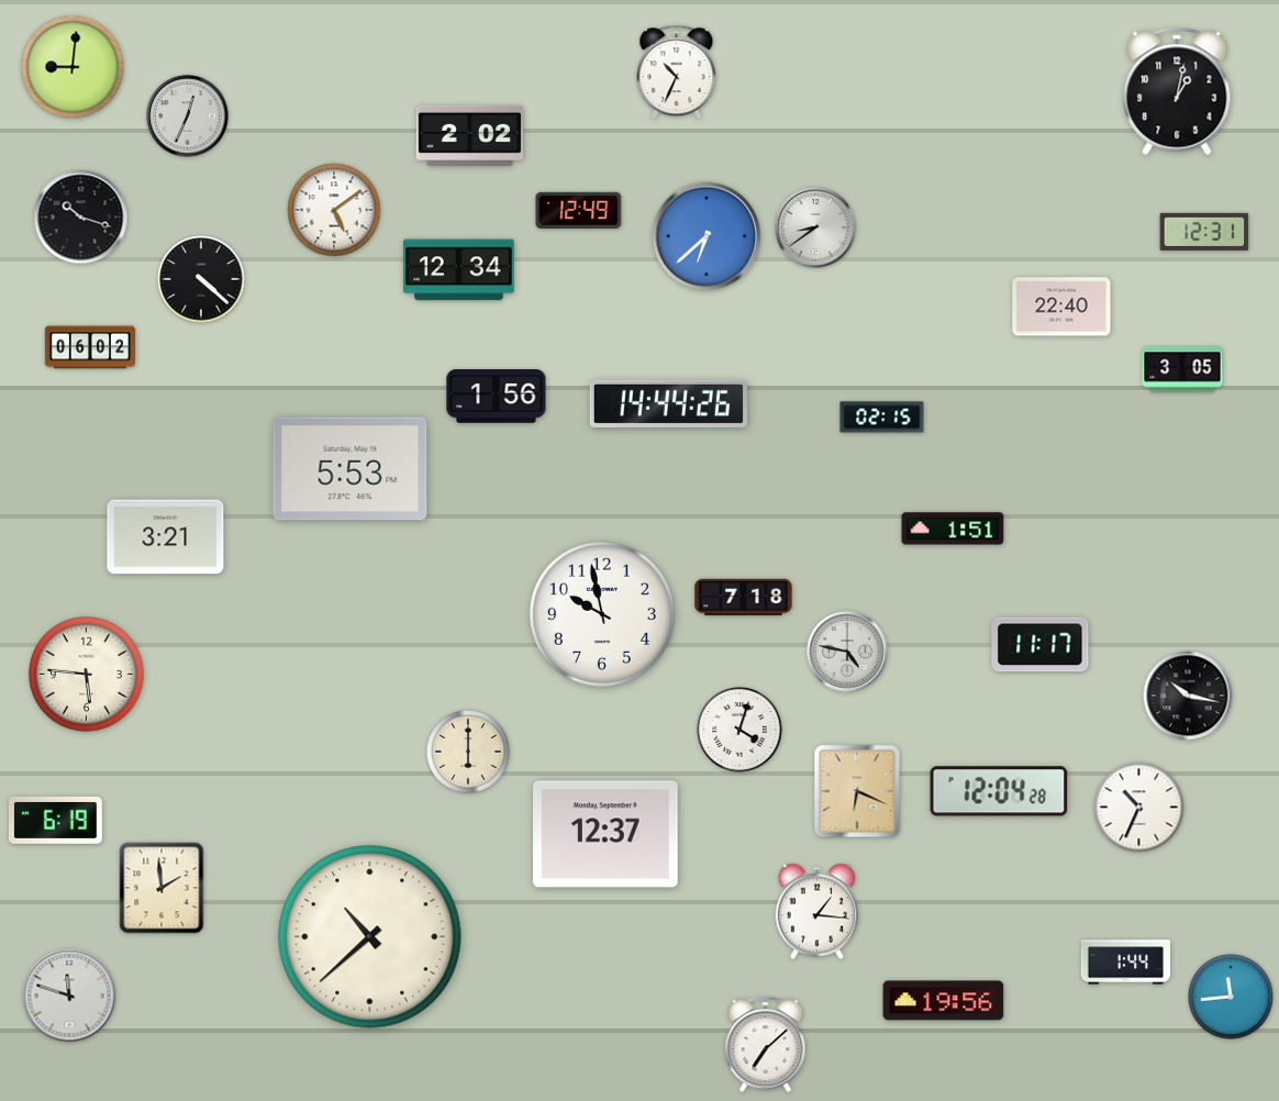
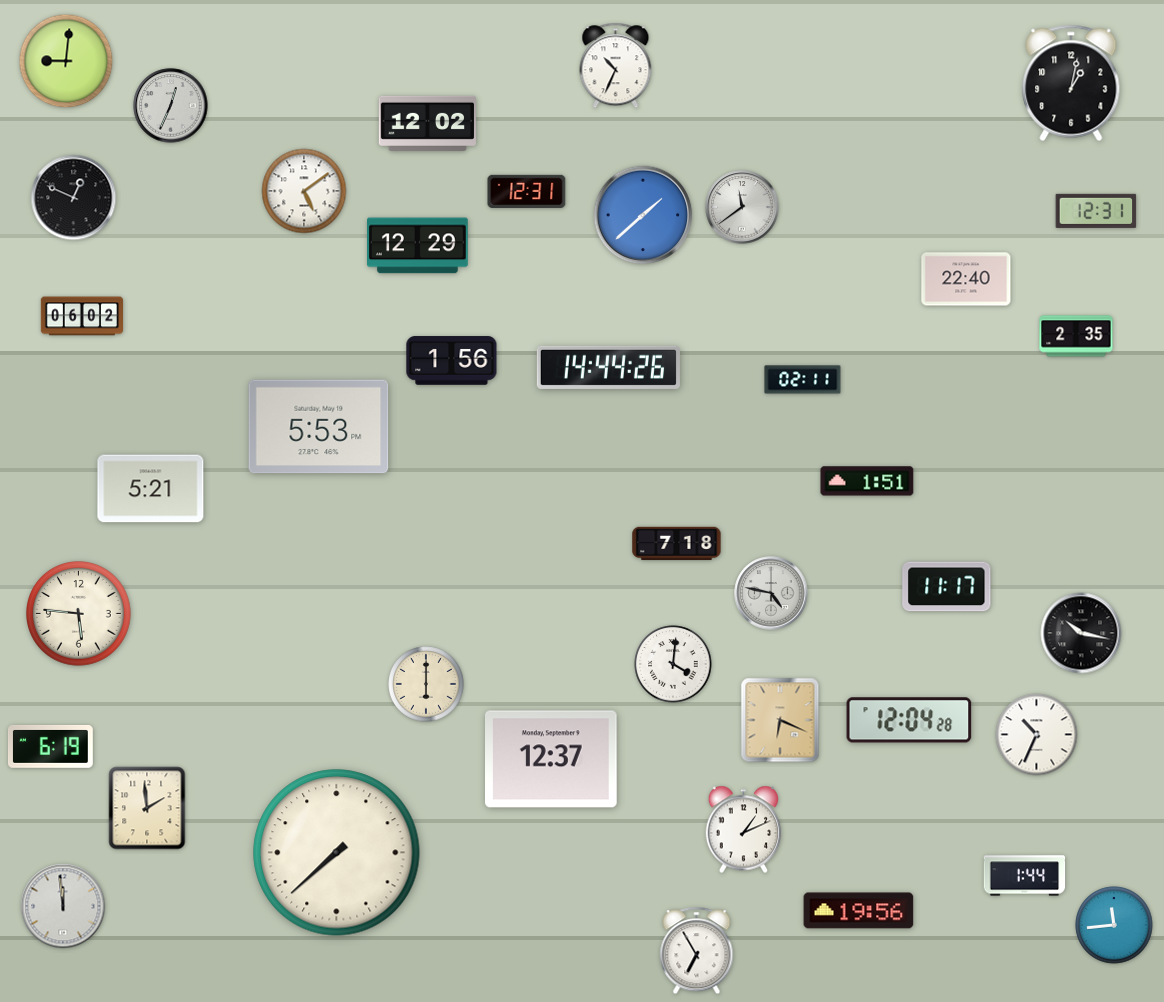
clock at (469, 135): 2:02 -> 12:02
clock at (579, 210): 12:49 -> 12:31
clock at (81, 218): 10:18 -> 12:49
clock at (815, 227): 8:39 -> 11:39
clock at (707, 236): 6:38 -> 1:38
clock at (459, 270): 12:34 -> 12:29
clock at (201, 279): 4:22 -> none
clock at (1182, 369): 3:05 -> 2:35
clock at (882, 418): 02:15 -> 02:11
clock at (166, 537): 3:21 -> 5:21
clock at (602, 614): 9:58 -> none
clock at (739, 730): 4:03 -> 4:01
clock at (818, 912): 1:16 -> 1:11
clock at (370, 937): 10:38 -> 7:38
clock at (69, 996): 11:48 -> 11:59
clock at (1231, 997) position: (1231, 997) -> (1114, 925)
clock at (766, 1045): 7:08 -> 6:55
